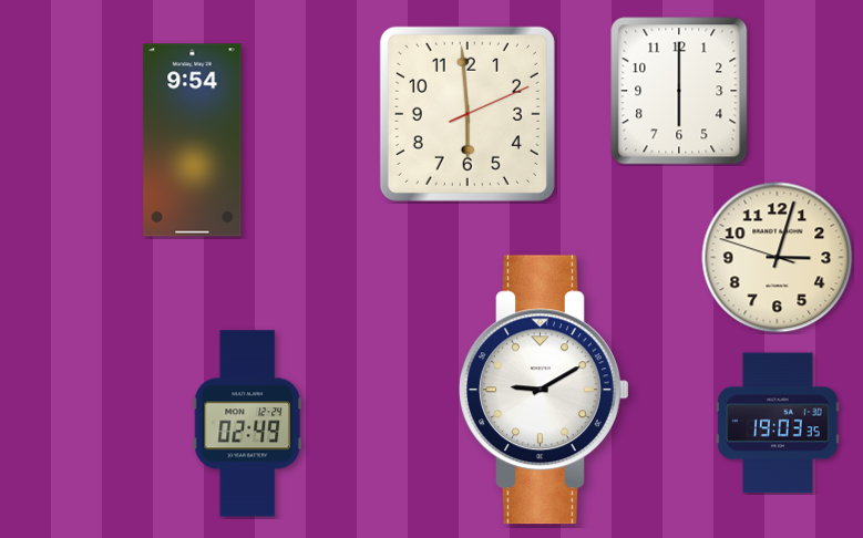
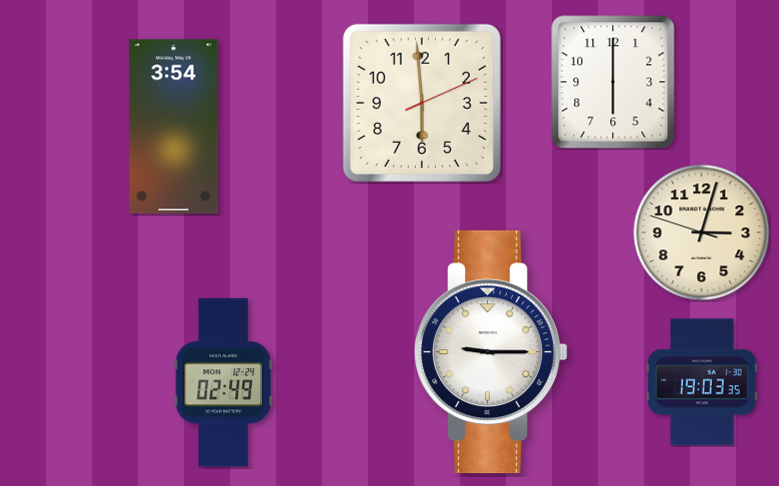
clock at (193, 141): 9:54 -> 3:54
clock at (544, 390): 9:10 -> 9:15
